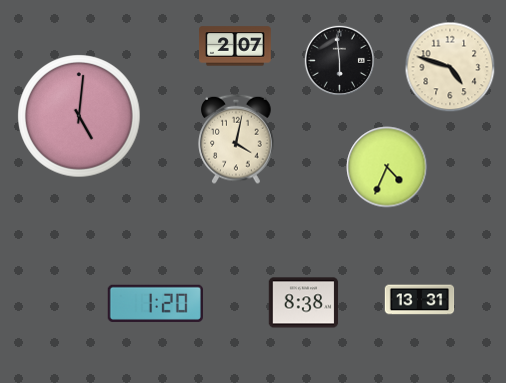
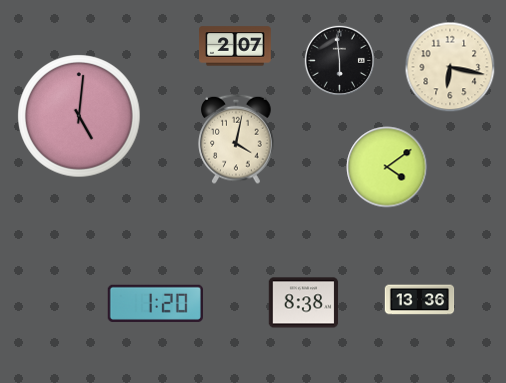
clock at (450, 67): 4:48 -> 6:17
clock at (387, 167): 4:34 -> 4:09
clock at (420, 300): 13:31 -> 13:36
